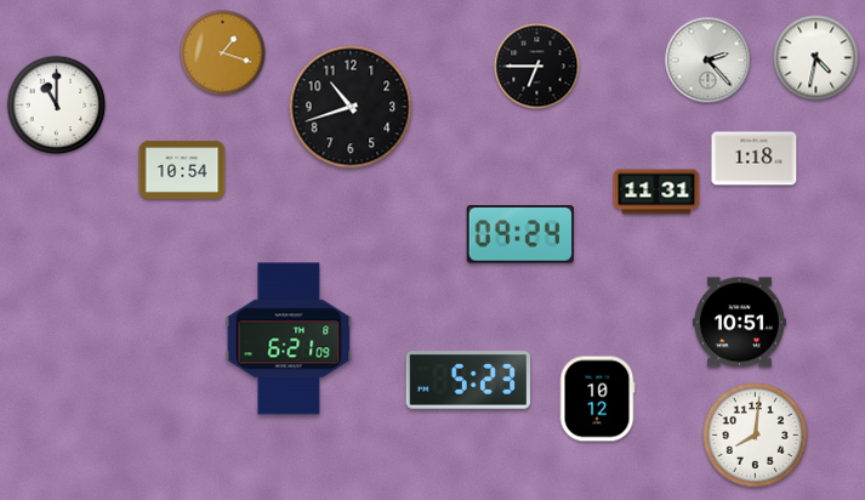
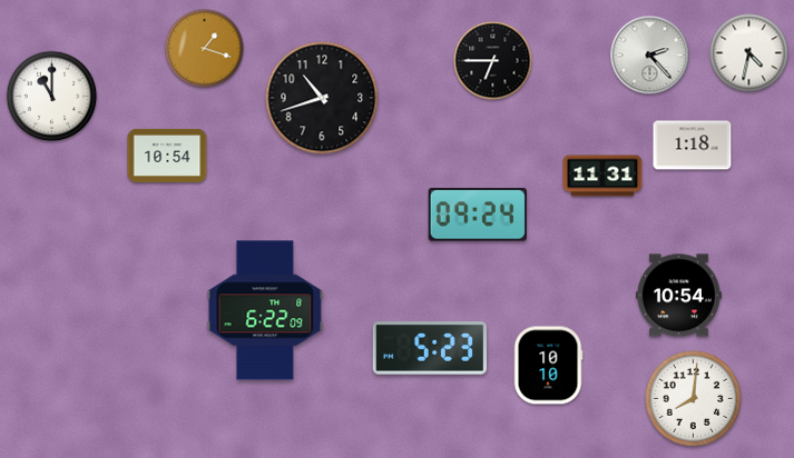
clock at (739, 323): 10:51 -> 10:54
clock at (289, 339): 6:21 -> 6:22
clock at (597, 399): 10:12 -> 10:10
